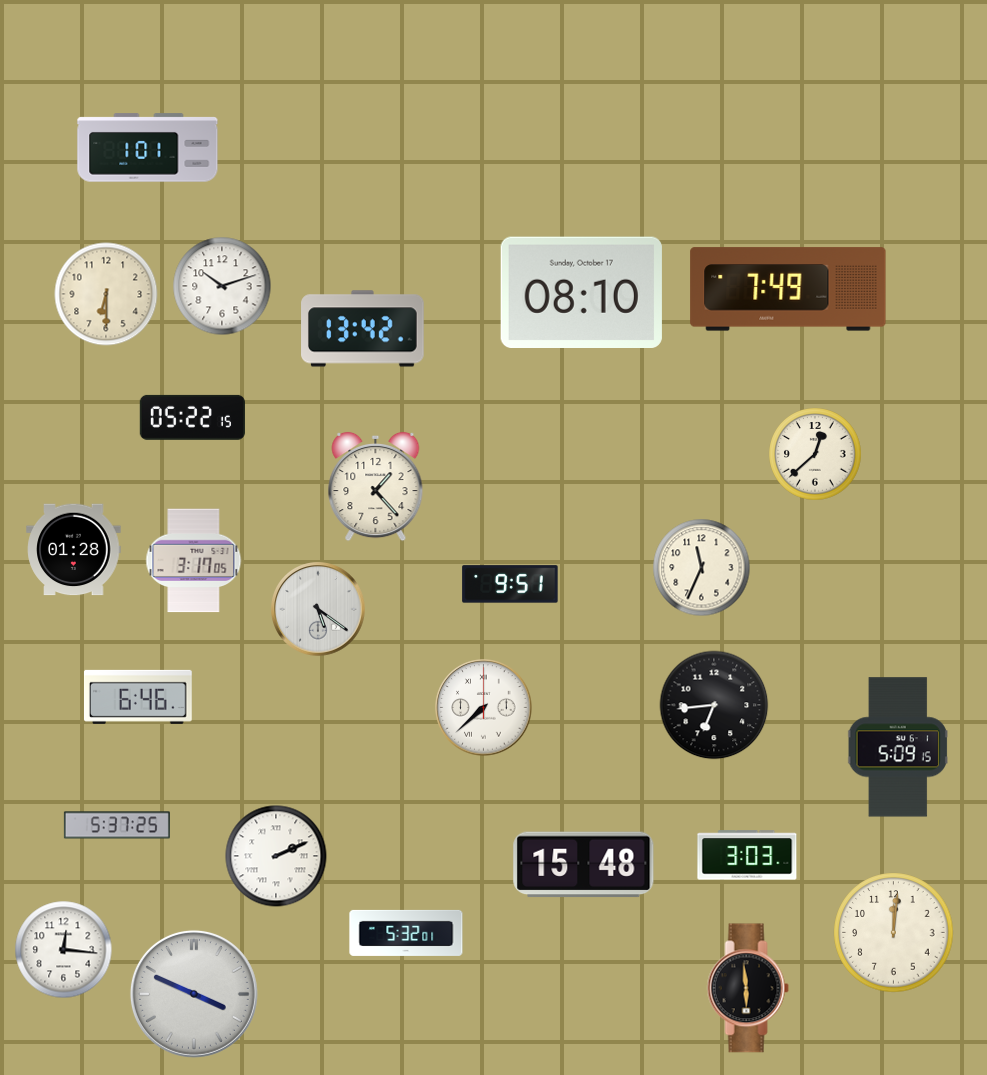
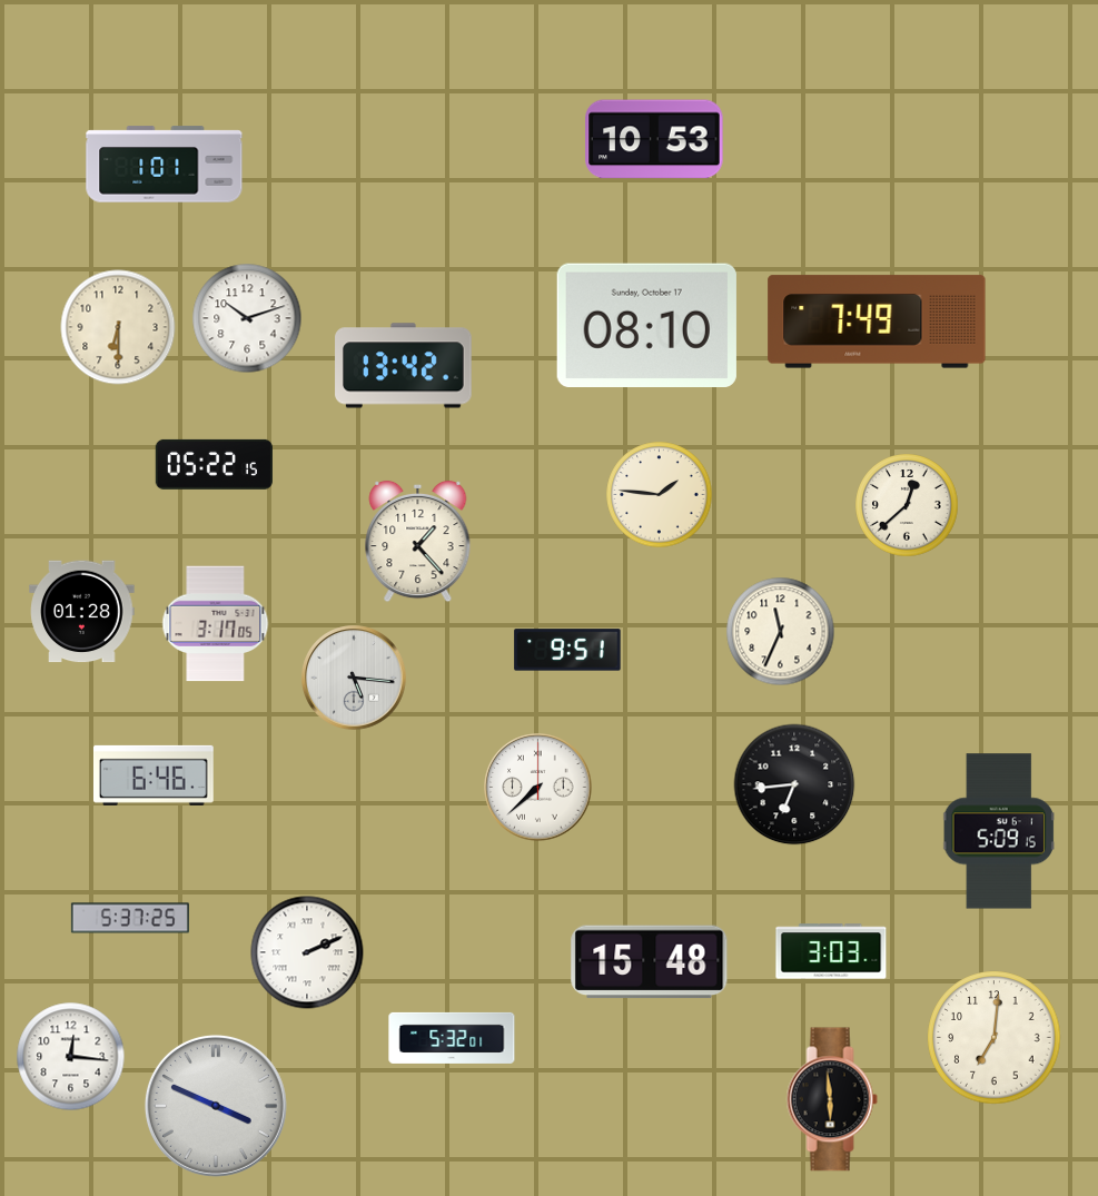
clock at (654, 139): none -> 10:53
clock at (660, 495): none -> 1:46
clock at (318, 609): 5:21 -> 5:16
clock at (894, 933): 12:01 -> 7:01
